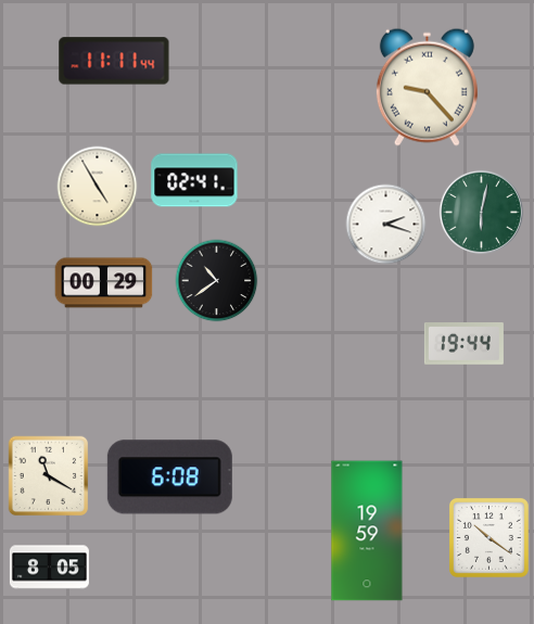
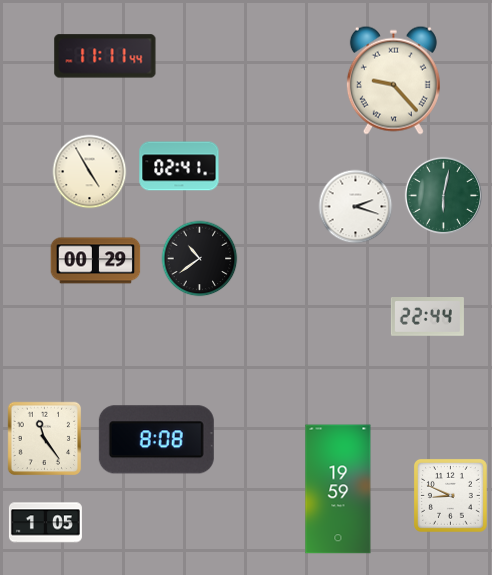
clock at (463, 344): 19:44 -> 22:44
clock at (49, 476): 11:20 -> 11:24
clock at (169, 477): 6:08 -> 8:08
clock at (488, 537): 10:21 -> 8:49
clock at (49, 568): 8:05 -> 1:05
